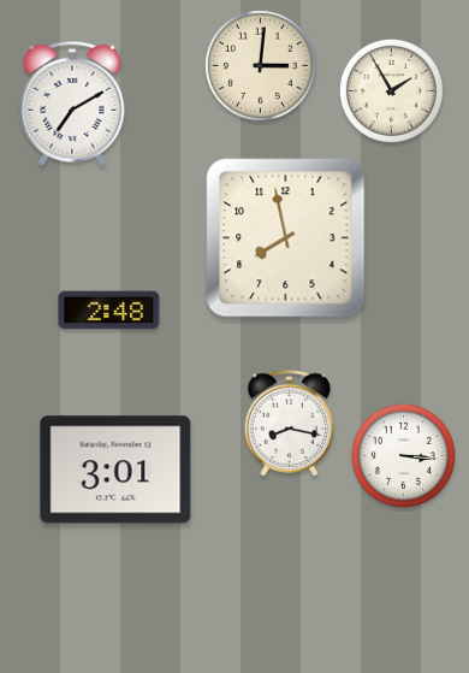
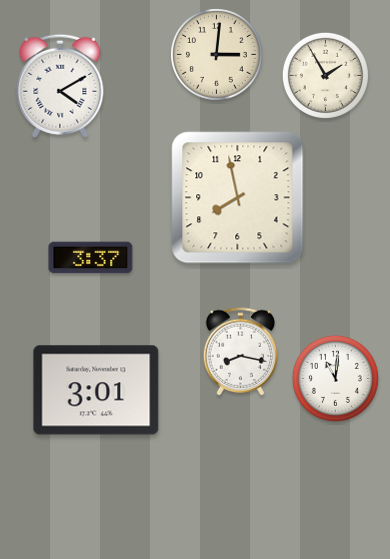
clock at (72, 104): 7:10 -> 4:10
clock at (109, 311): 2:48 -> 3:37
clock at (403, 455): 3:16 -> 11:01
